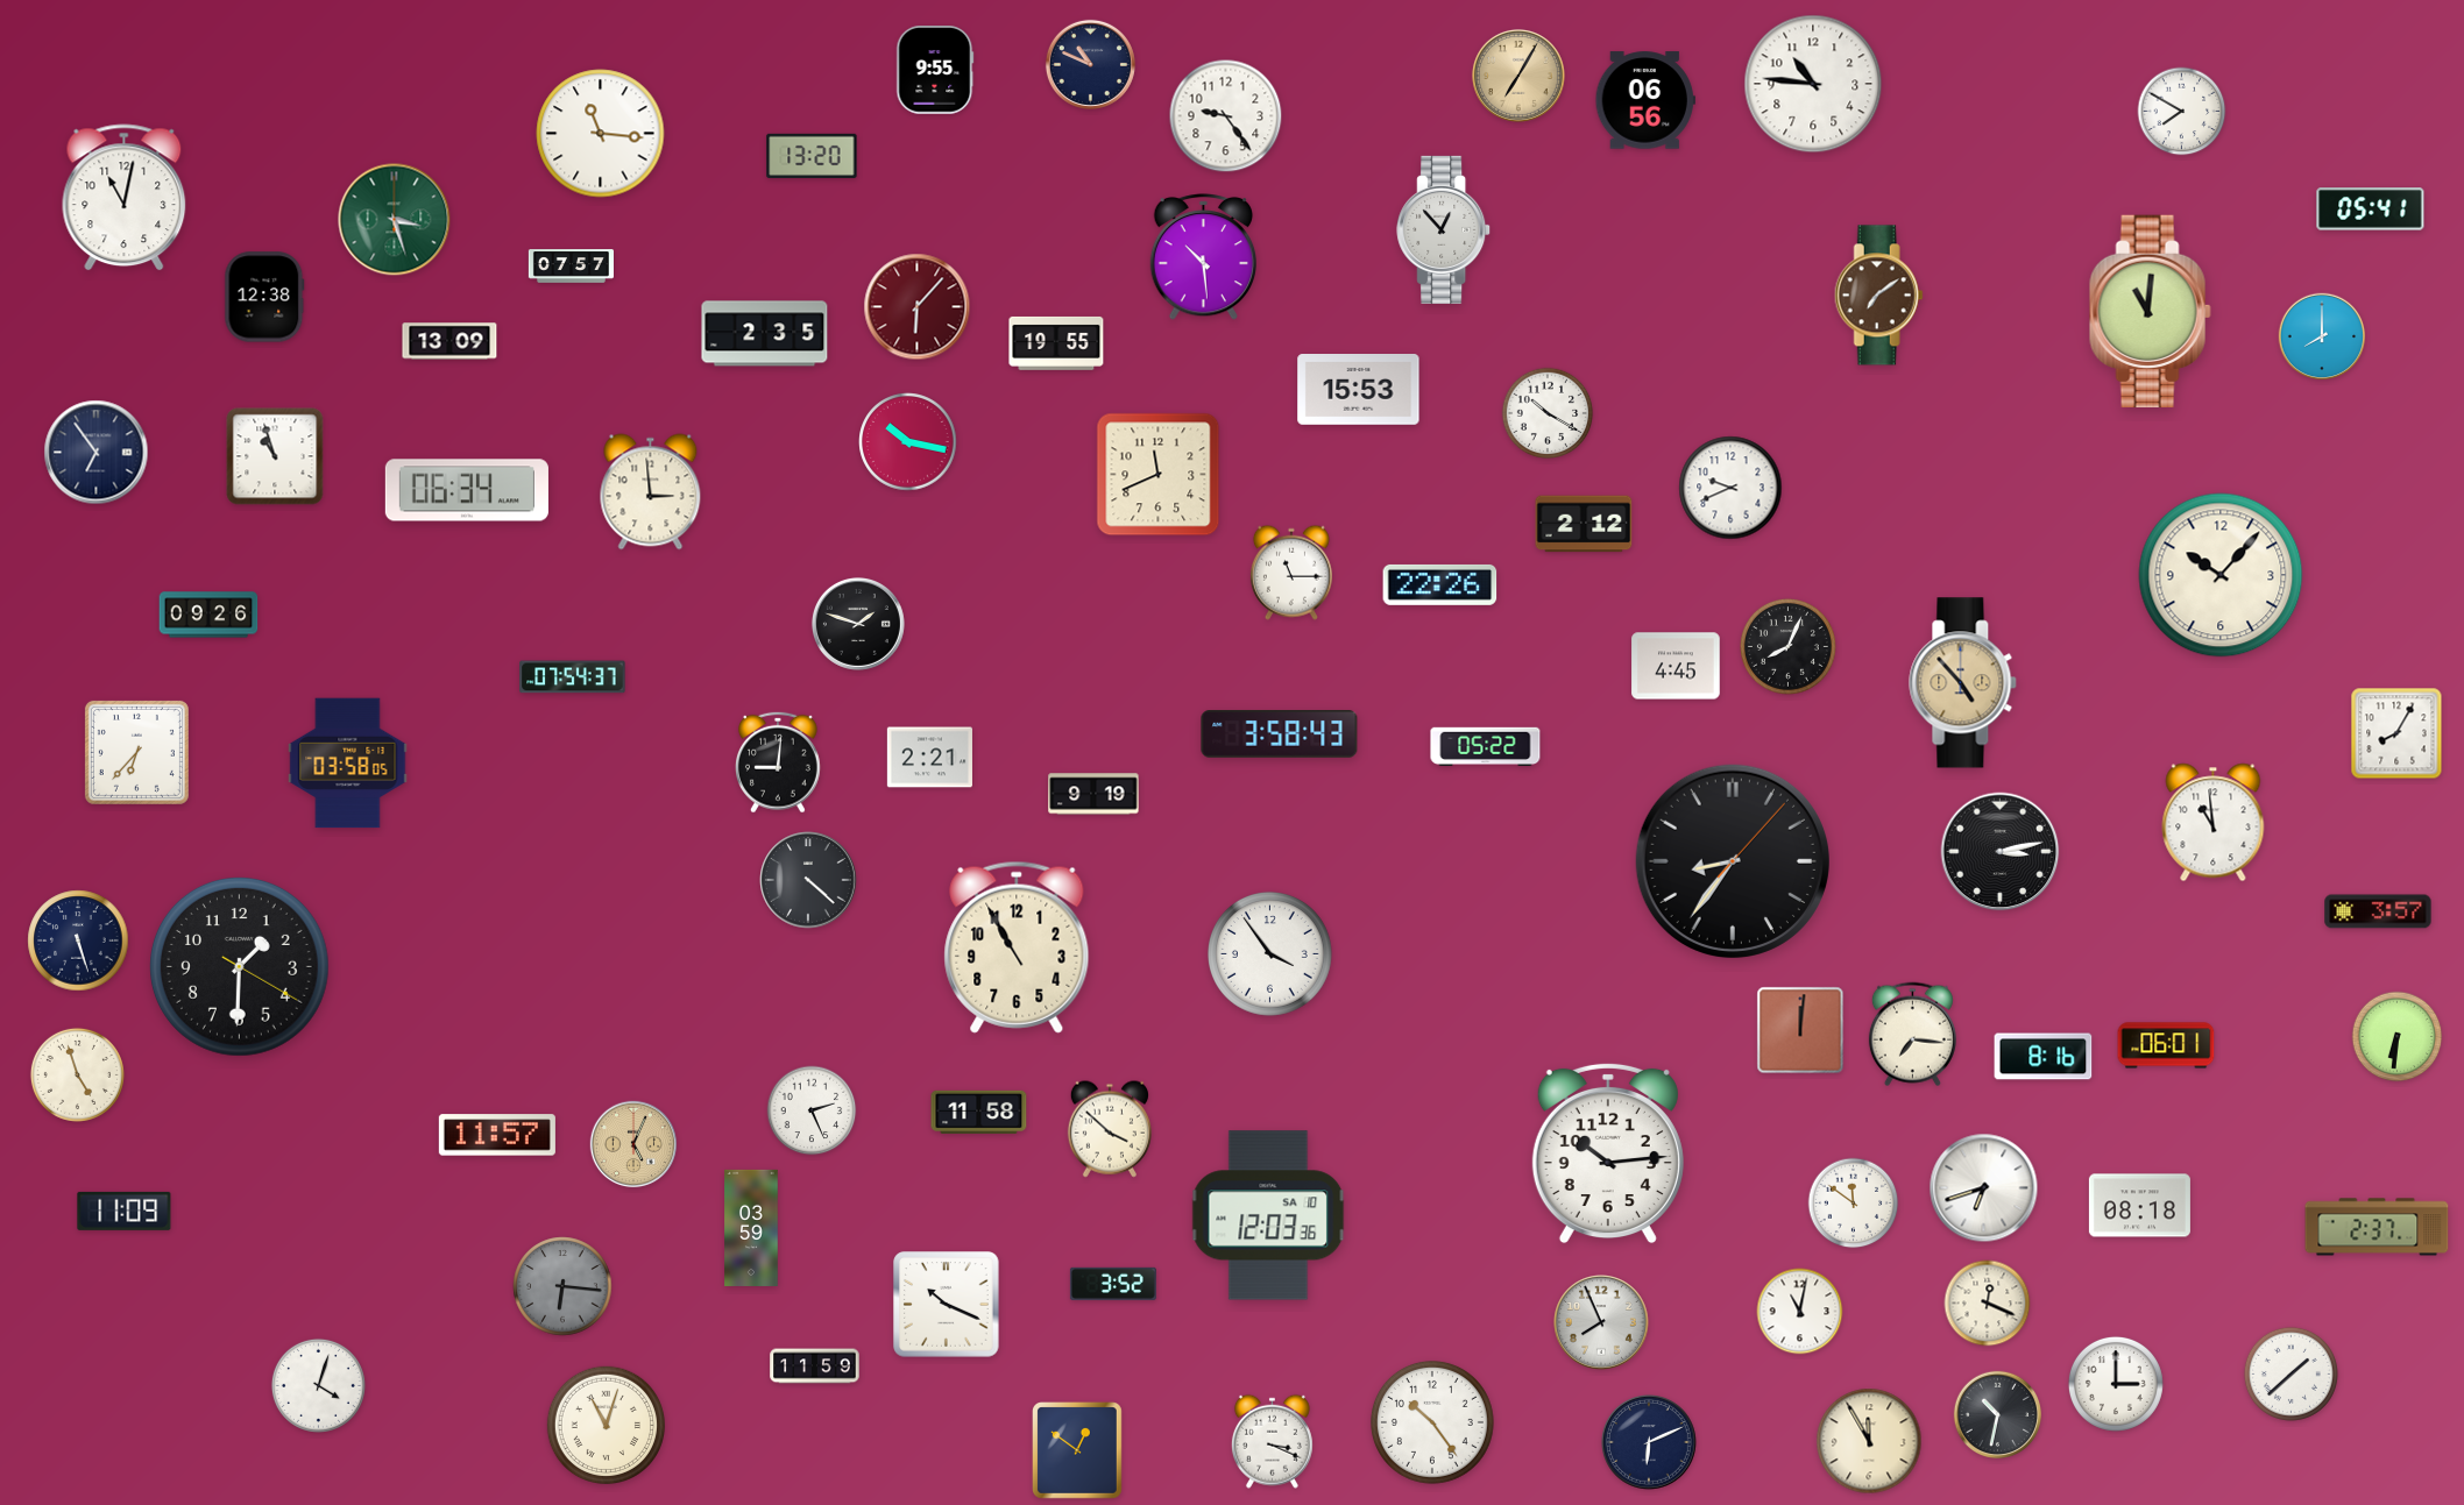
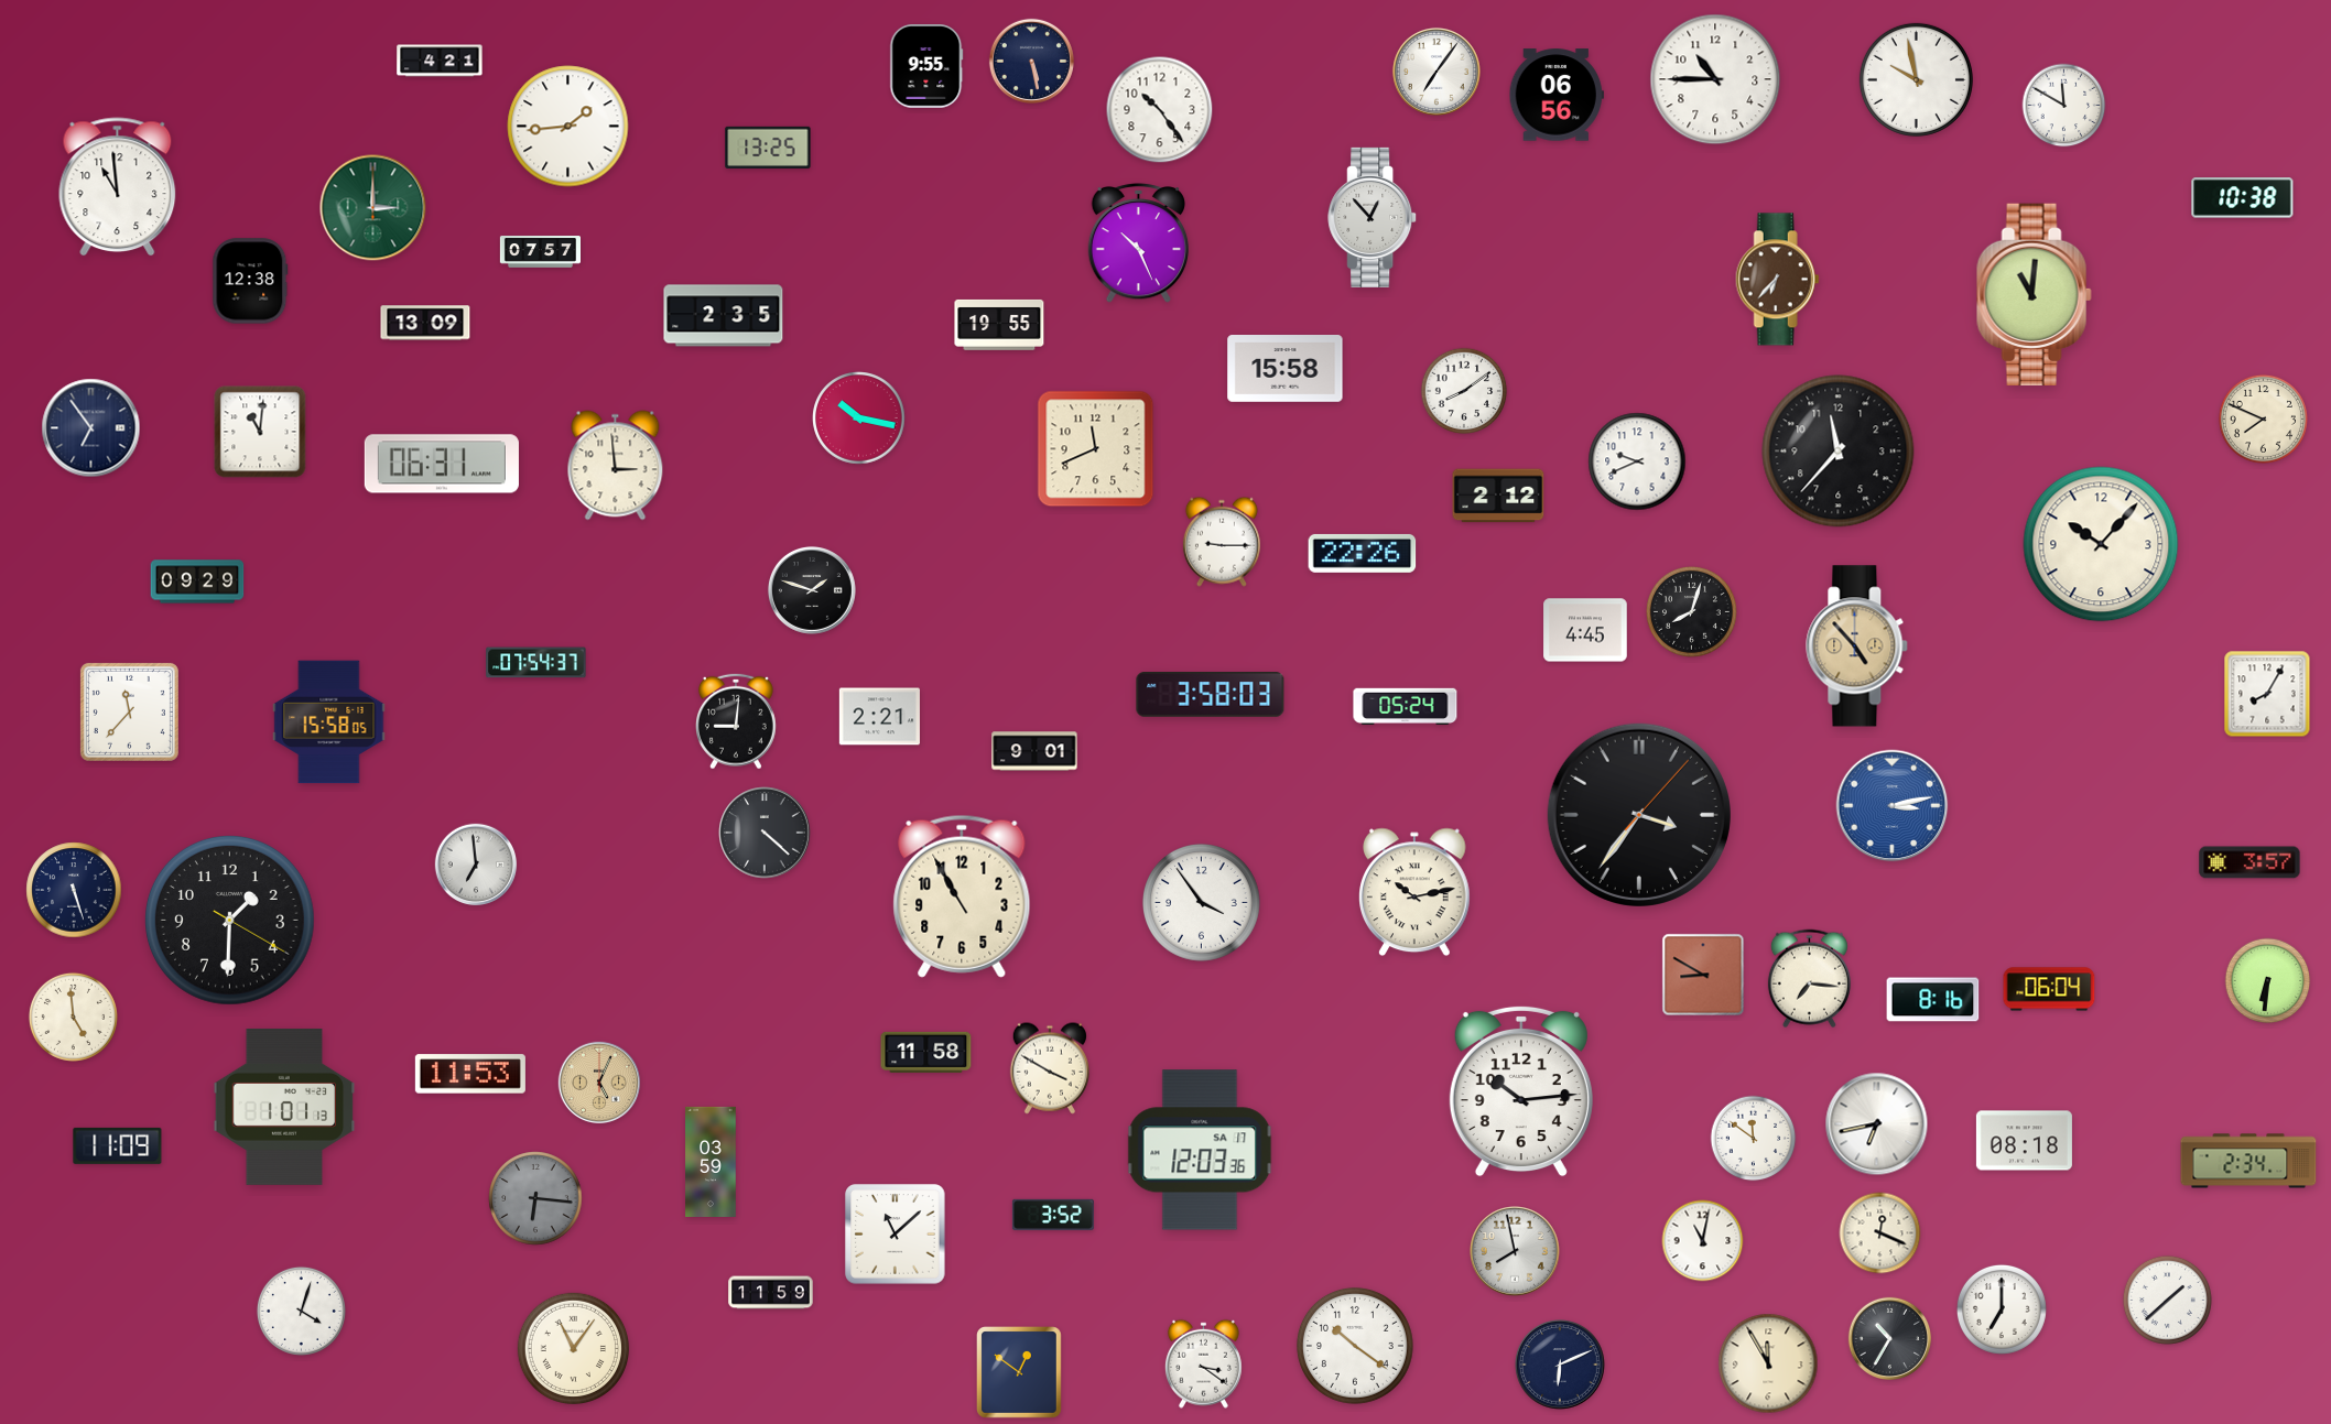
clock at (440, 61): none -> 4:21
clock at (1090, 64): 10:49 -> 5:28
clock at (935, 70) position: (935, 70) -> (926, 66)
clock at (1518, 76): 7:05 -> 7:06
clock at (1518, 76) dial: champagne -> white
clock at (1813, 84): 10:46 -> 10:45
clock at (1916, 79): none -> 9:58
clock at (2182, 112): 7:50 -> 11:50
clock at (1226, 116): 9:24 -> 10:24
clock at (601, 134): 11:16 -> 1:44
clock at (812, 156): 13:20 -> 13:25
clock at (125, 198): 11:02 -> 10:59
clock at (2371, 210): 05:41 -> 10:38
clock at (395, 220): 3:27 -> 3:00
clock at (1444, 229) position: (1444, 229) -> (1373, 217)
clock at (1203, 257): 10:29 -> 10:26
clock at (1878, 296): 7:09 -> 6:37
clock at (918, 307): 6:07 -> none
clock at (2322, 336): 8:00 -> none
clock at (1359, 390): 15:53 -> 15:58
clock at (1548, 413): 10:20 -> 8:09
clock at (2263, 418): none -> 7:49
clock at (275, 456): 10:57 -> 11:01
clock at (1839, 452): none -> 11:37
clock at (467, 490): 06:34 -> 06:31
clock at (1291, 573): 11:15 -> 9:15
clock at (208, 615): 09:26 -> 09:29
clock at (1787, 646): 8:04 -> 8:03
clock at (573, 677) position: (573, 677) -> (536, 663)
clock at (1280, 734): 3:58:43 -> 3:58:03
clock at (1486, 747): 05:22 -> 05:24
clock at (136, 752): 6:37 -> 11:37
clock at (348, 764): 03:58 -> 15:58
clock at (1093, 794): 9:19 -> 9:01
clock at (2214, 823): 10:59 -> none
clock at (2001, 852) dial: black -> blue
clock at (1733, 861): 8:36 -> 3:36
clock at (476, 865): none -> 6:59
clock at (1416, 892): none -> 10:13
clock at (240, 967) position: (240, 967) -> (230, 921)
clock at (1800, 1030): 12:01 -> 8:50
clock at (2166, 1045): 06:01 -> 06:04
clock at (77, 1074): 4:57 -> 4:59
clock at (812, 1110): 2:26 -> none
clock at (1110, 1129): 3:52 -> 3:50
clock at (497, 1135): 11:57 -> 11:53
clock at (284, 1107): none -> 1:01
clock at (1984, 1188): 6:42 -> 6:43
clock at (1268, 1215) date: SA 10 -> SA 17
clock at (2377, 1227): 2:37 -> 2:34
clock at (562, 1286) position: (562, 1286) -> (535, 1198)
clock at (947, 1305): 10:19 -> 11:08
clock at (1602, 1323): 7:56 -> 7:58
clock at (2116, 1384): 3:00 -> 7:00
clock at (1997, 1414): 10:32 -> 10:35
clock at (1432, 1422): 10:24 -> 10:21
clock at (606, 1425): 11:03 -> 11:06
clock at (1272, 1441): 3:19 -> 3:21
